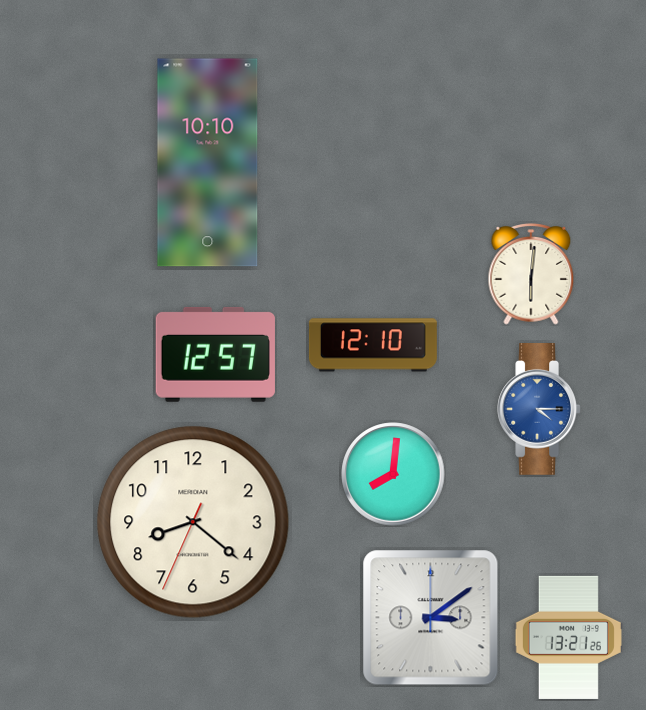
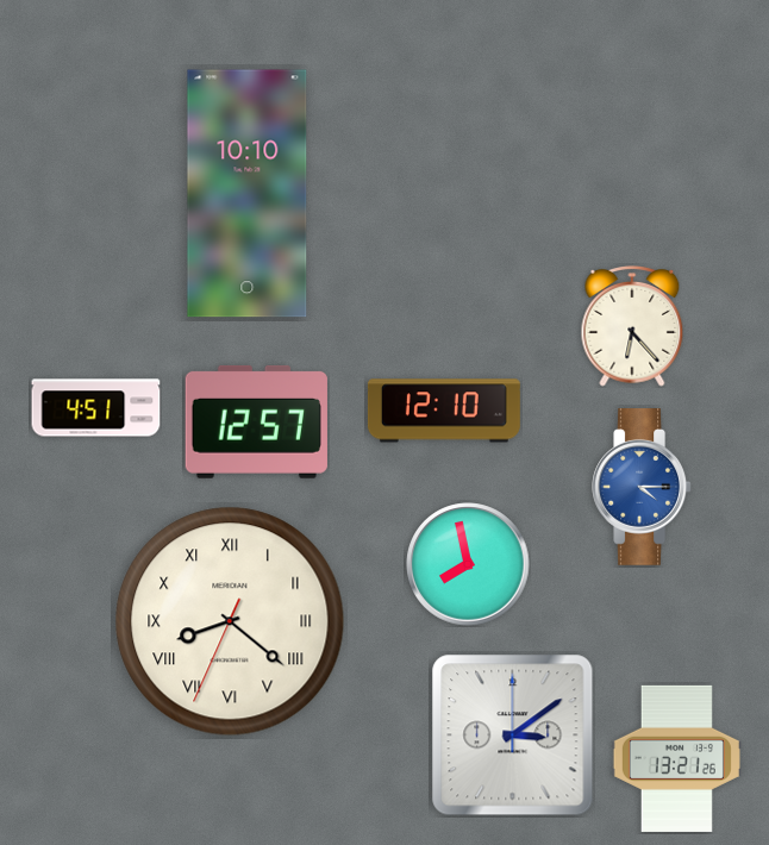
clock at (531, 275): 6:01 -> 6:23
clock at (96, 408): none -> 4:51
clock at (393, 474): 8:01 -> 7:58
clock at (193, 522) numerals: Arabic -> Roman
